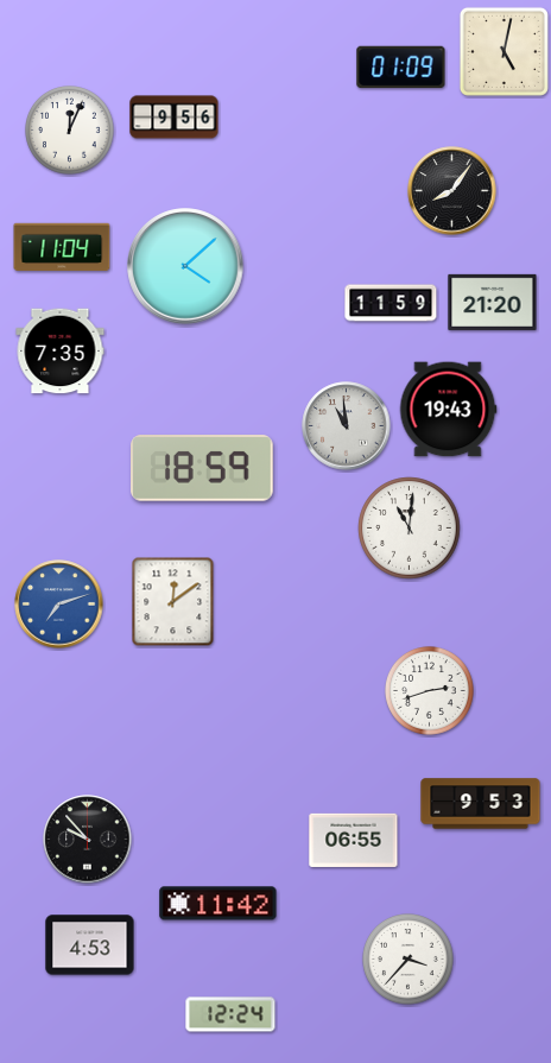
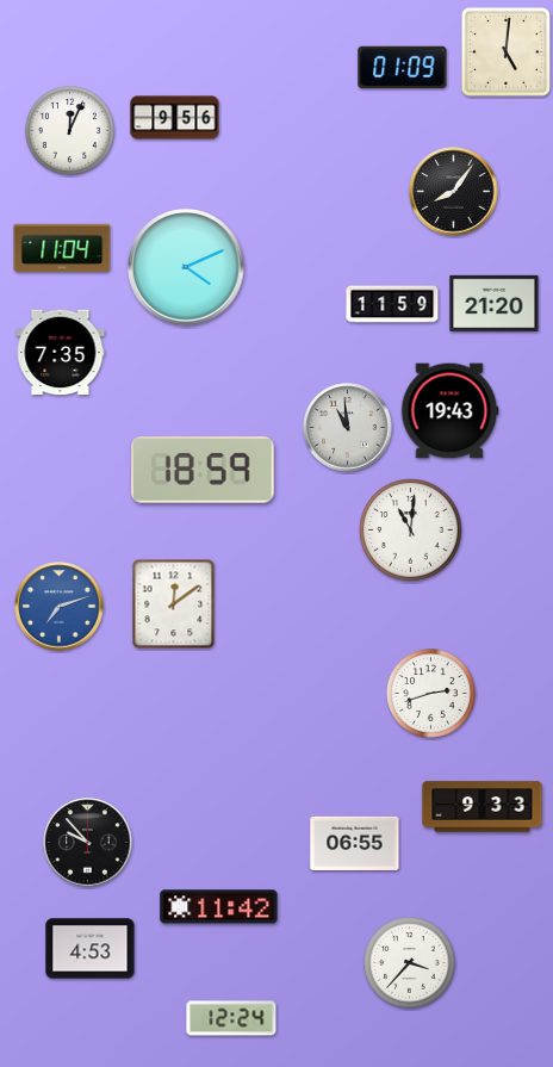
clock at (503, 51): 5:02 -> 5:01
clock at (185, 266): 4:08 -> 4:11
clock at (481, 804): 9:53 -> 9:33
